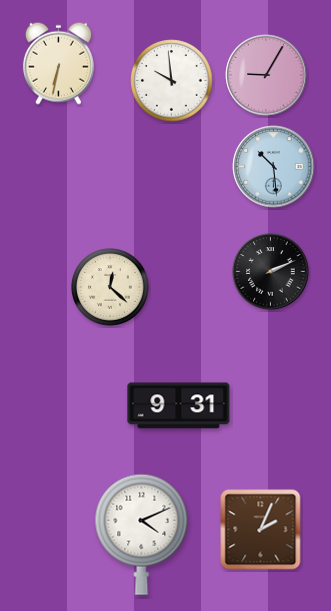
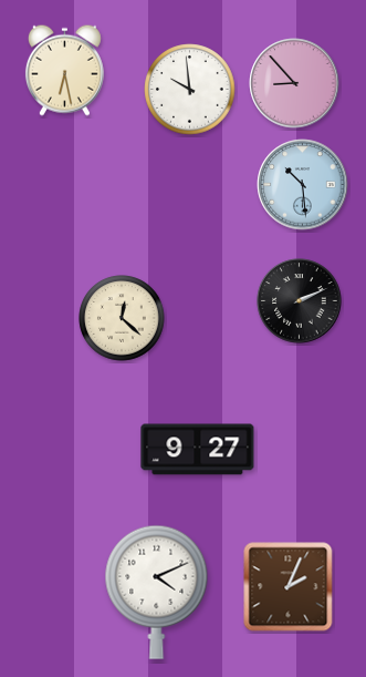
clock at (58, 63): 6:32 -> 6:28
clock at (266, 75): 9:05 -> 8:53
clock at (179, 406): 9:31 -> 9:27
